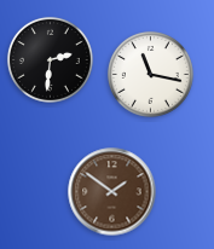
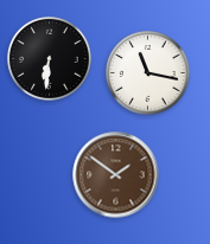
clock at (50, 59): 2:31 -> 6:31
clock at (112, 192) position: (112, 192) -> (116, 175)
